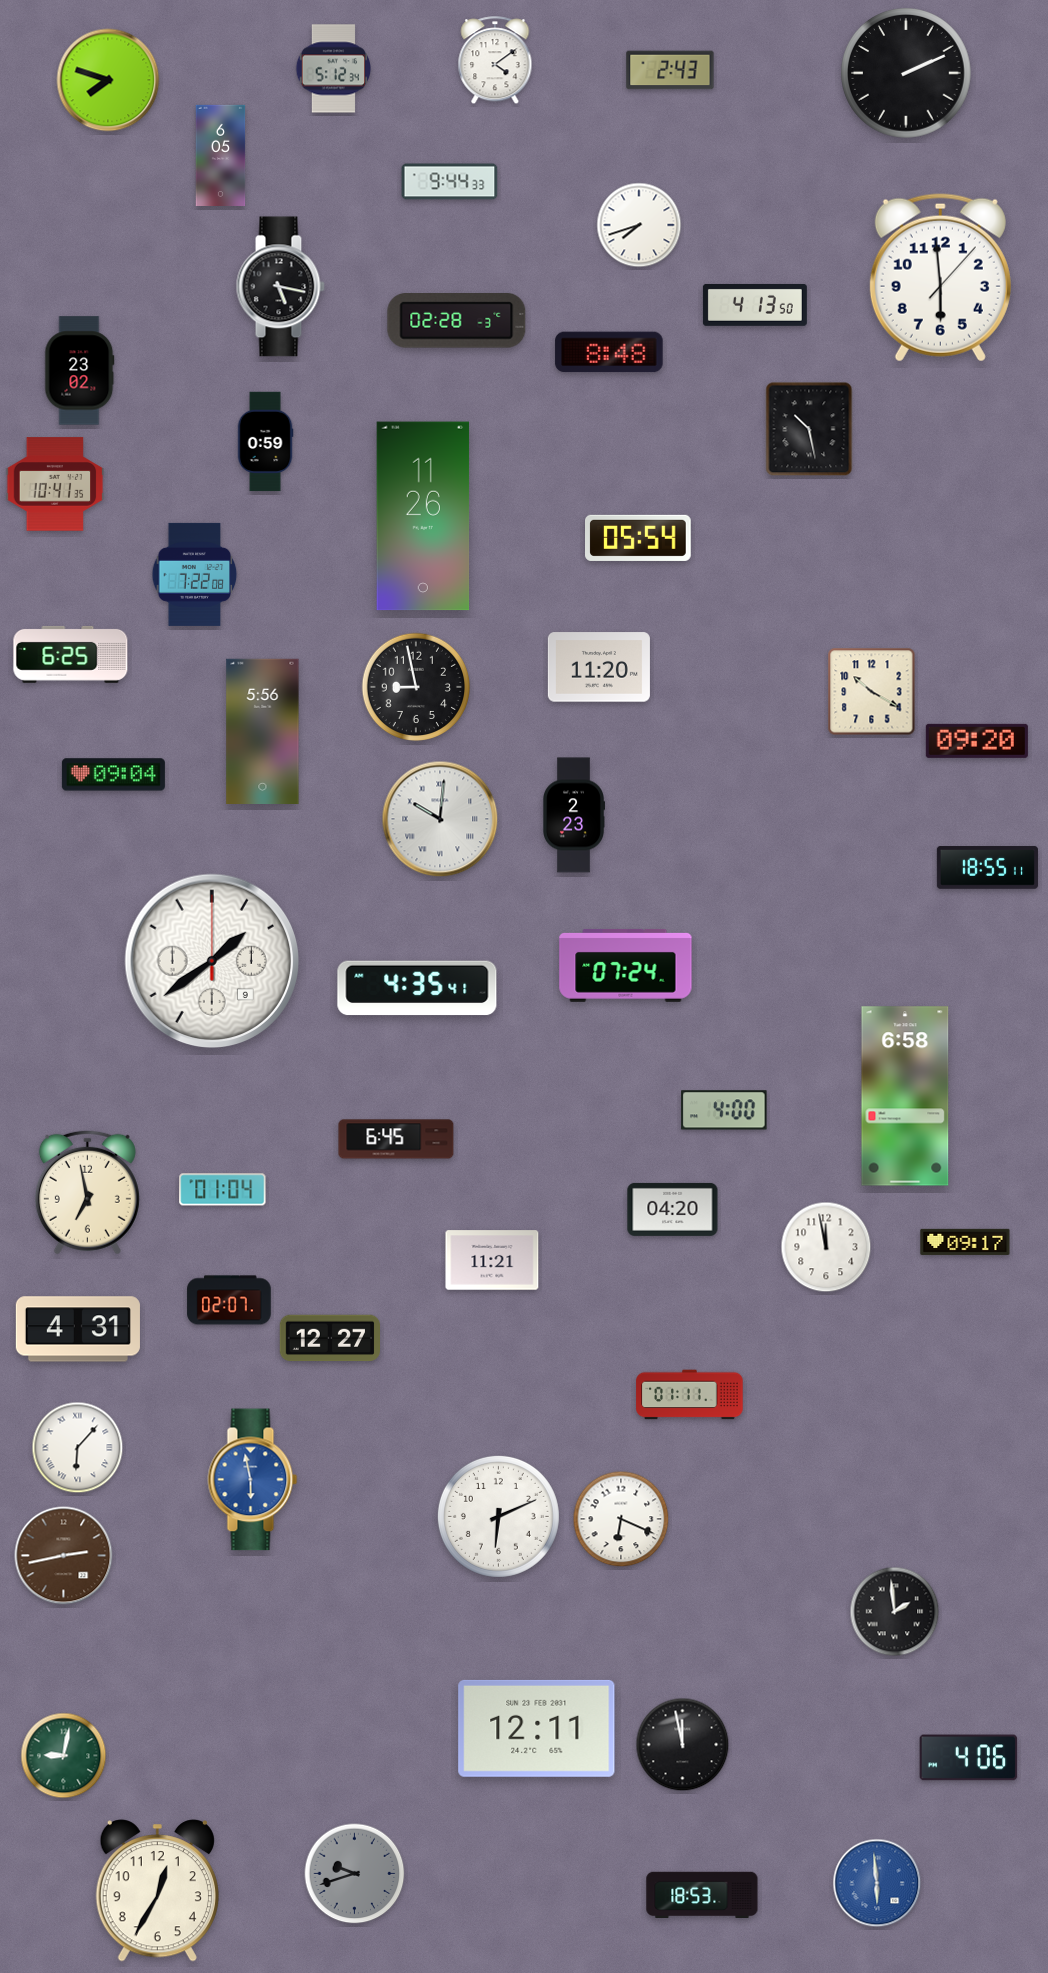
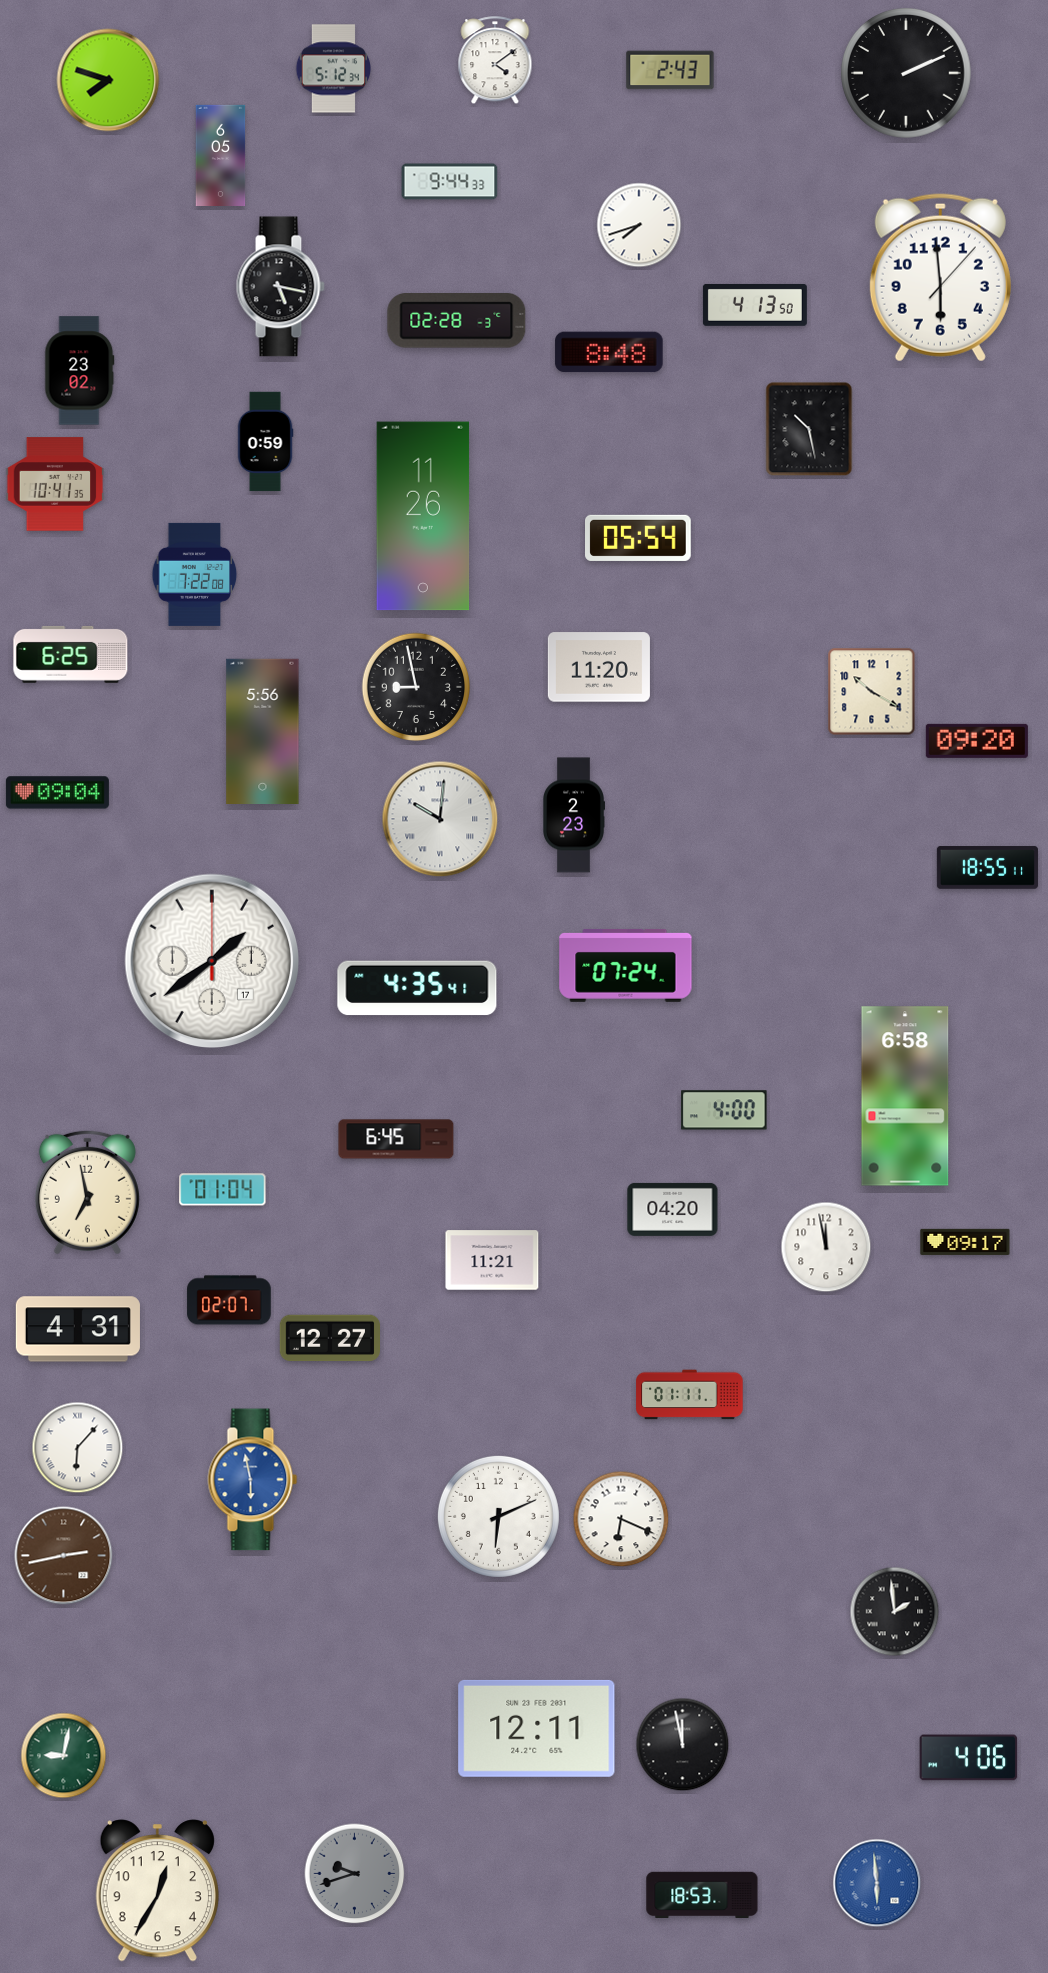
clock at (113, 775) position: (113, 775) -> (57, 793)
clock at (212, 961) date: 9 -> 17
